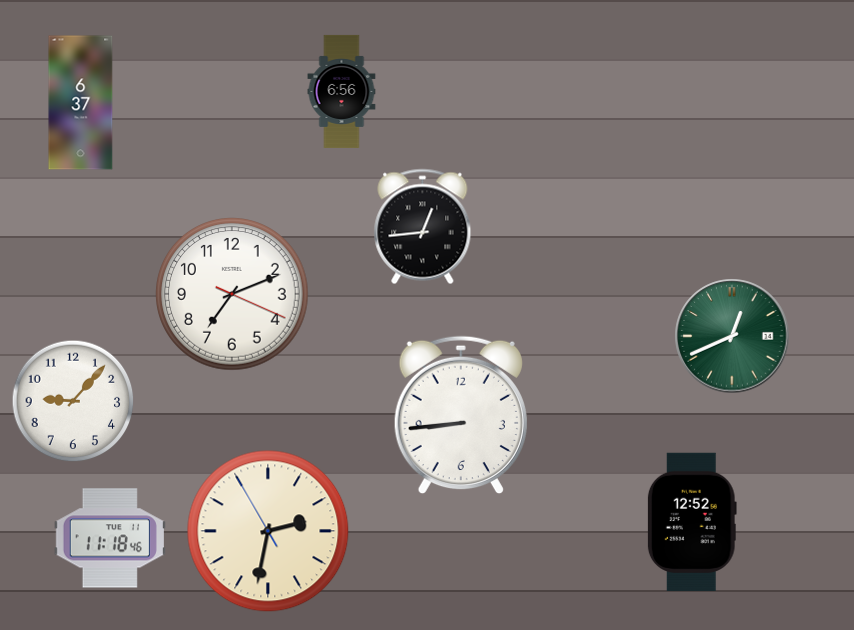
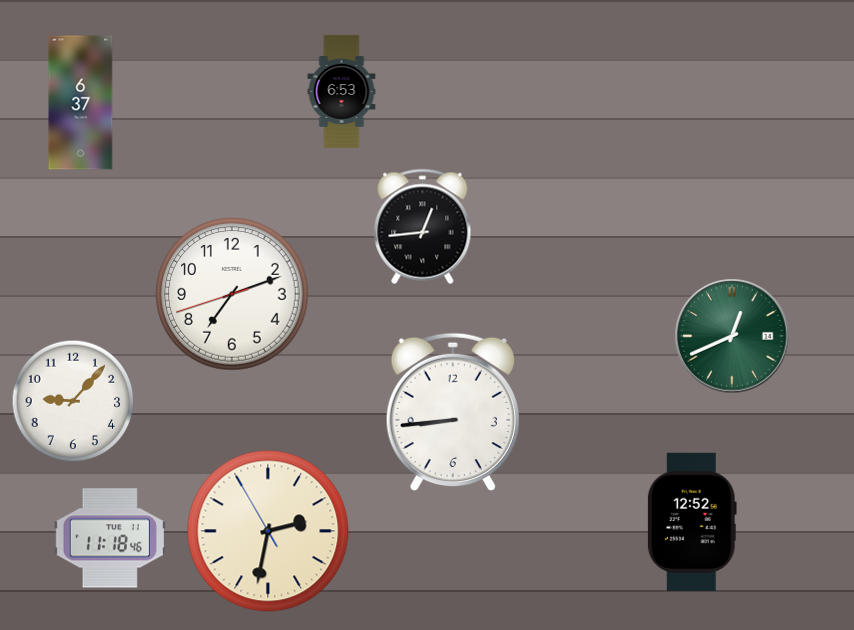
clock at (342, 91): 6:56 -> 6:53
clock at (232, 294): 7:11:19 -> 7:11:42
clock at (461, 415) position: (461, 415) -> (453, 412)
